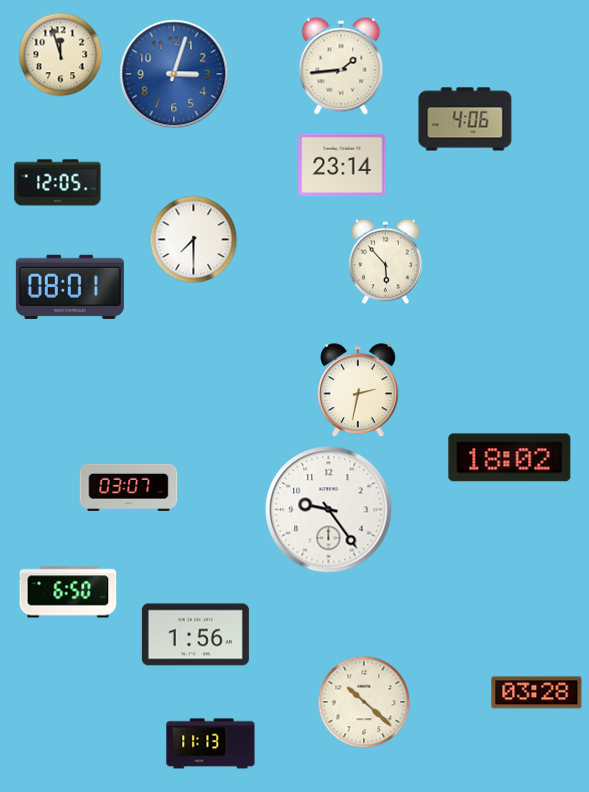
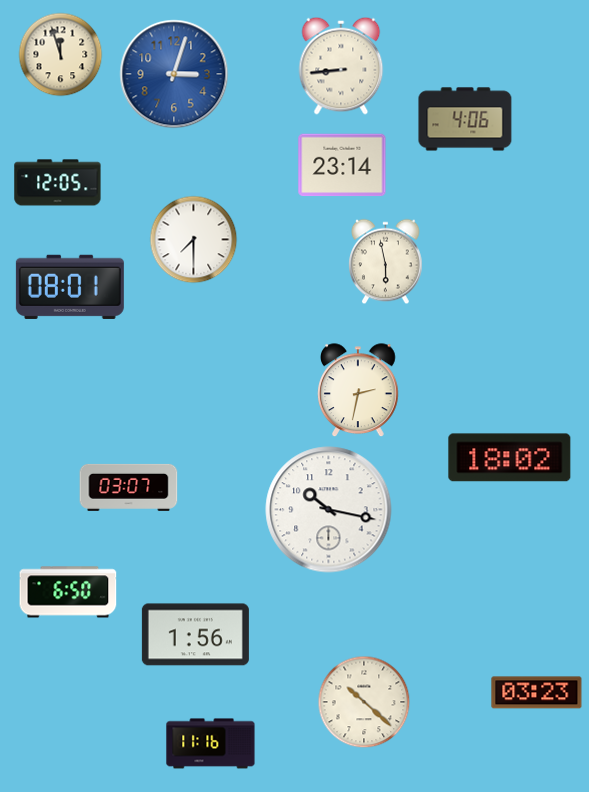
clock at (341, 66): 1:44 -> 8:44
clock at (386, 262): 5:53 -> 5:58
clock at (329, 510): 9:24 -> 10:17
clock at (537, 693): 03:28 -> 03:23
clock at (211, 744): 11:13 -> 11:16
